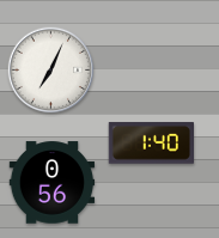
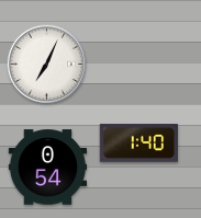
clock at (151, 144) position: (151, 144) -> (138, 144)
clock at (53, 183): 0:56 -> 0:54
